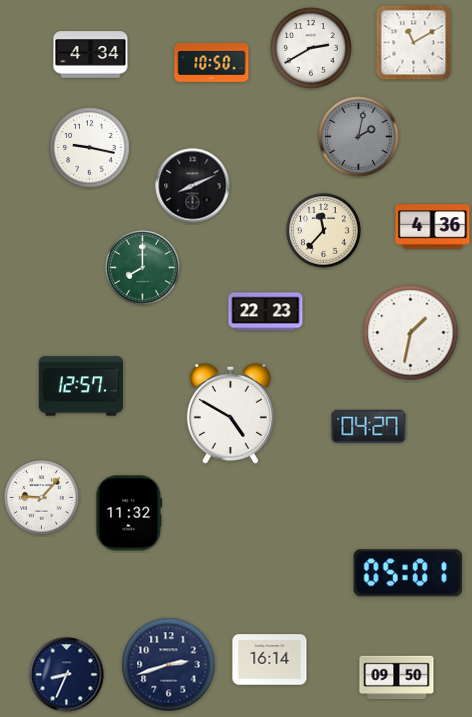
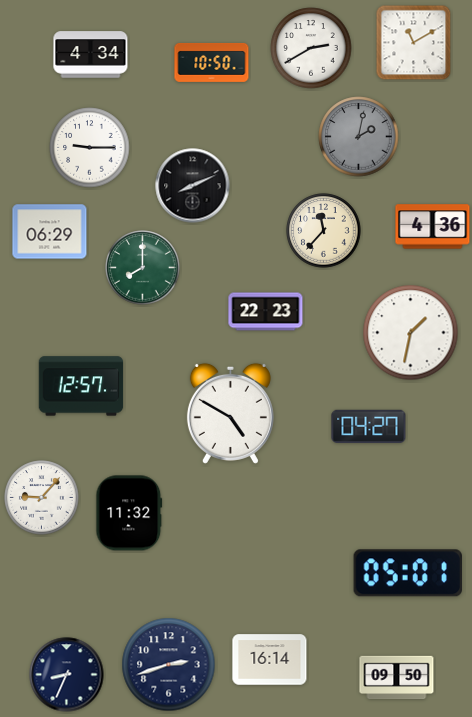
clock at (90, 148): 9:17 -> 9:15
clock at (50, 232): none -> 06:29
